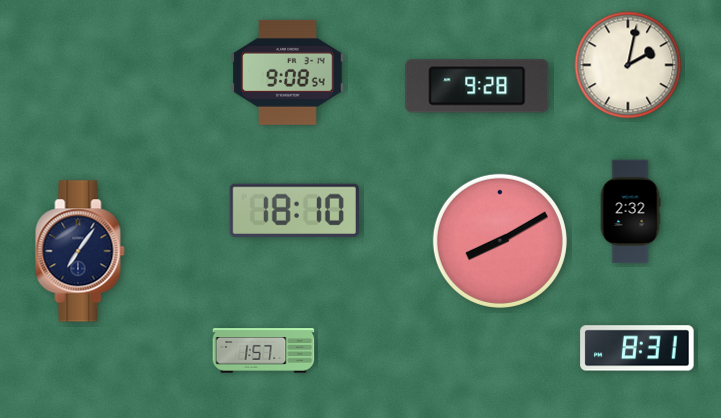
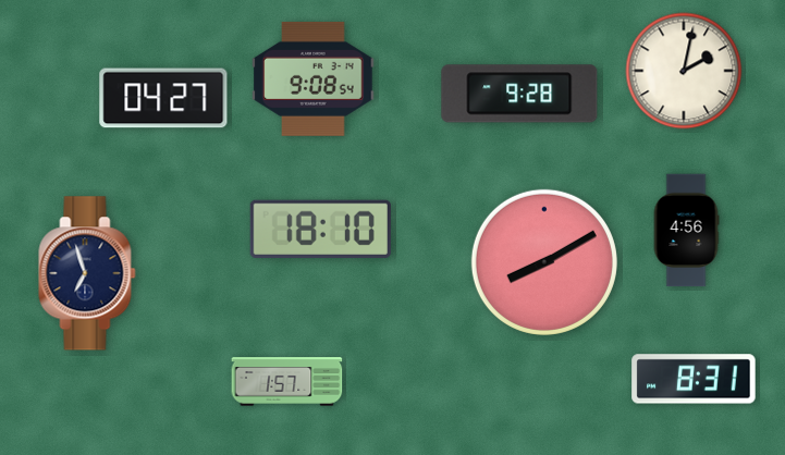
clock at (163, 98): none -> 04:27
clock at (630, 212): 2:32 -> 4:56
clock at (80, 251): 7:06 -> 6:57
